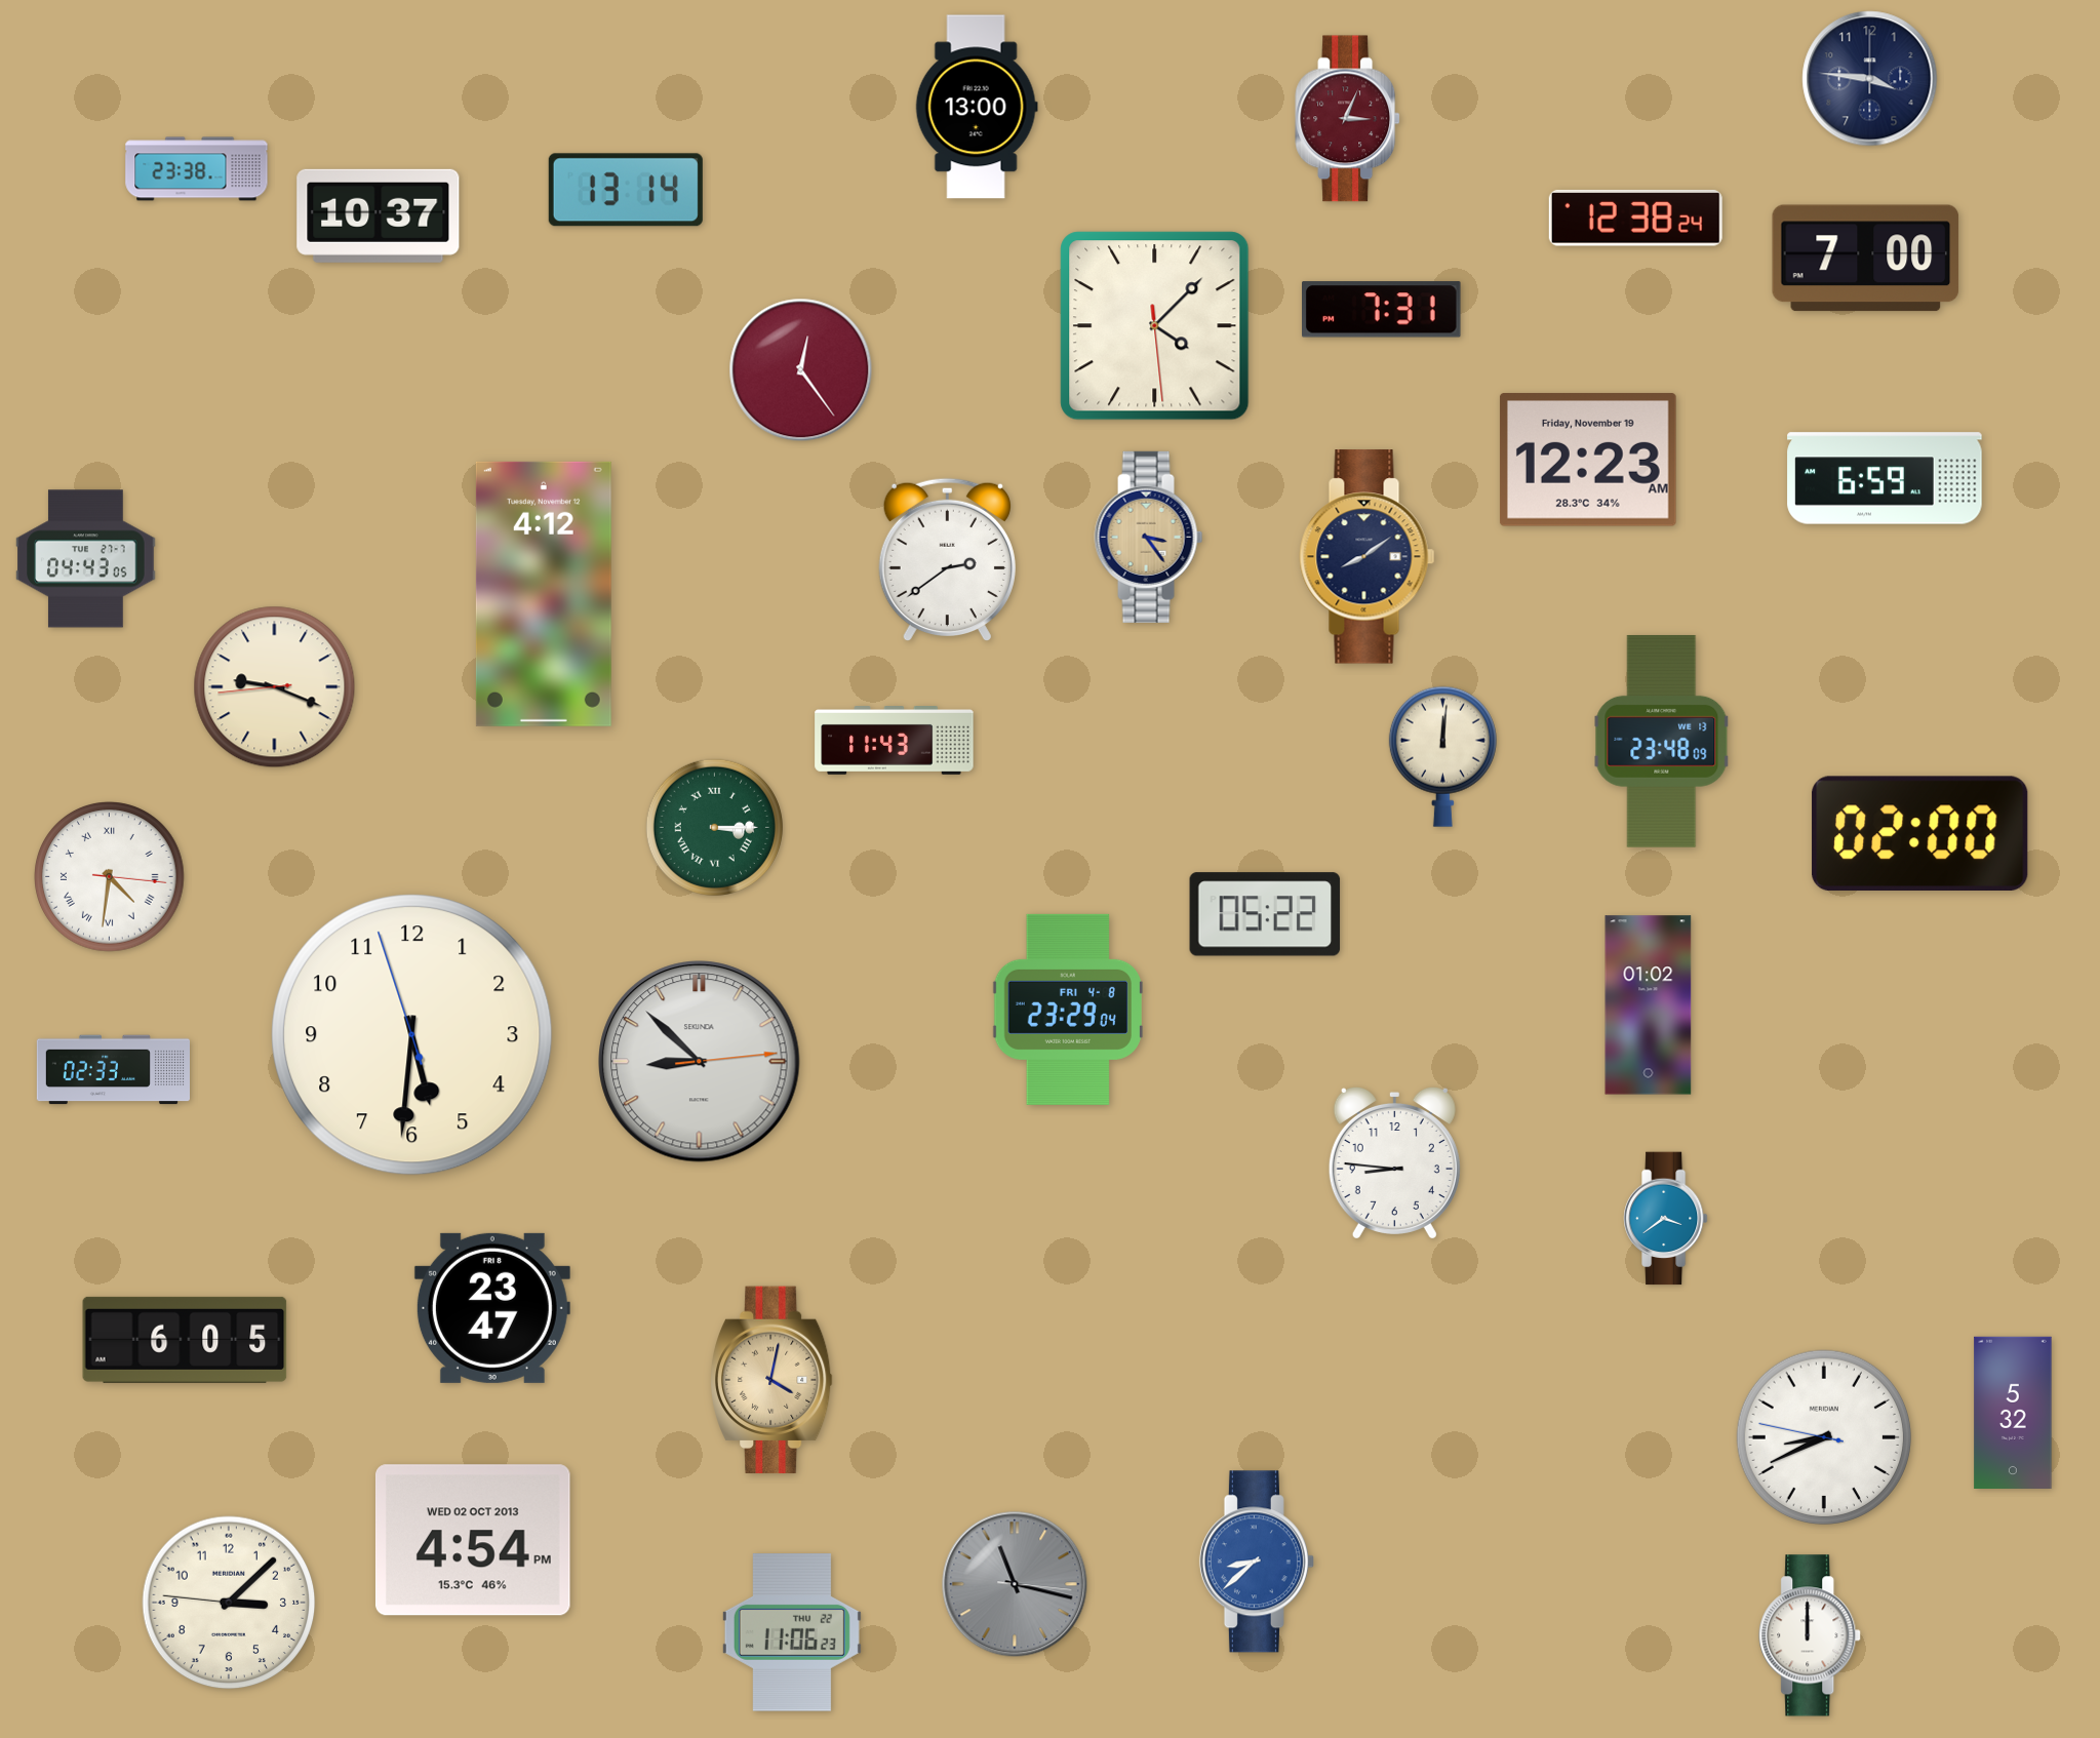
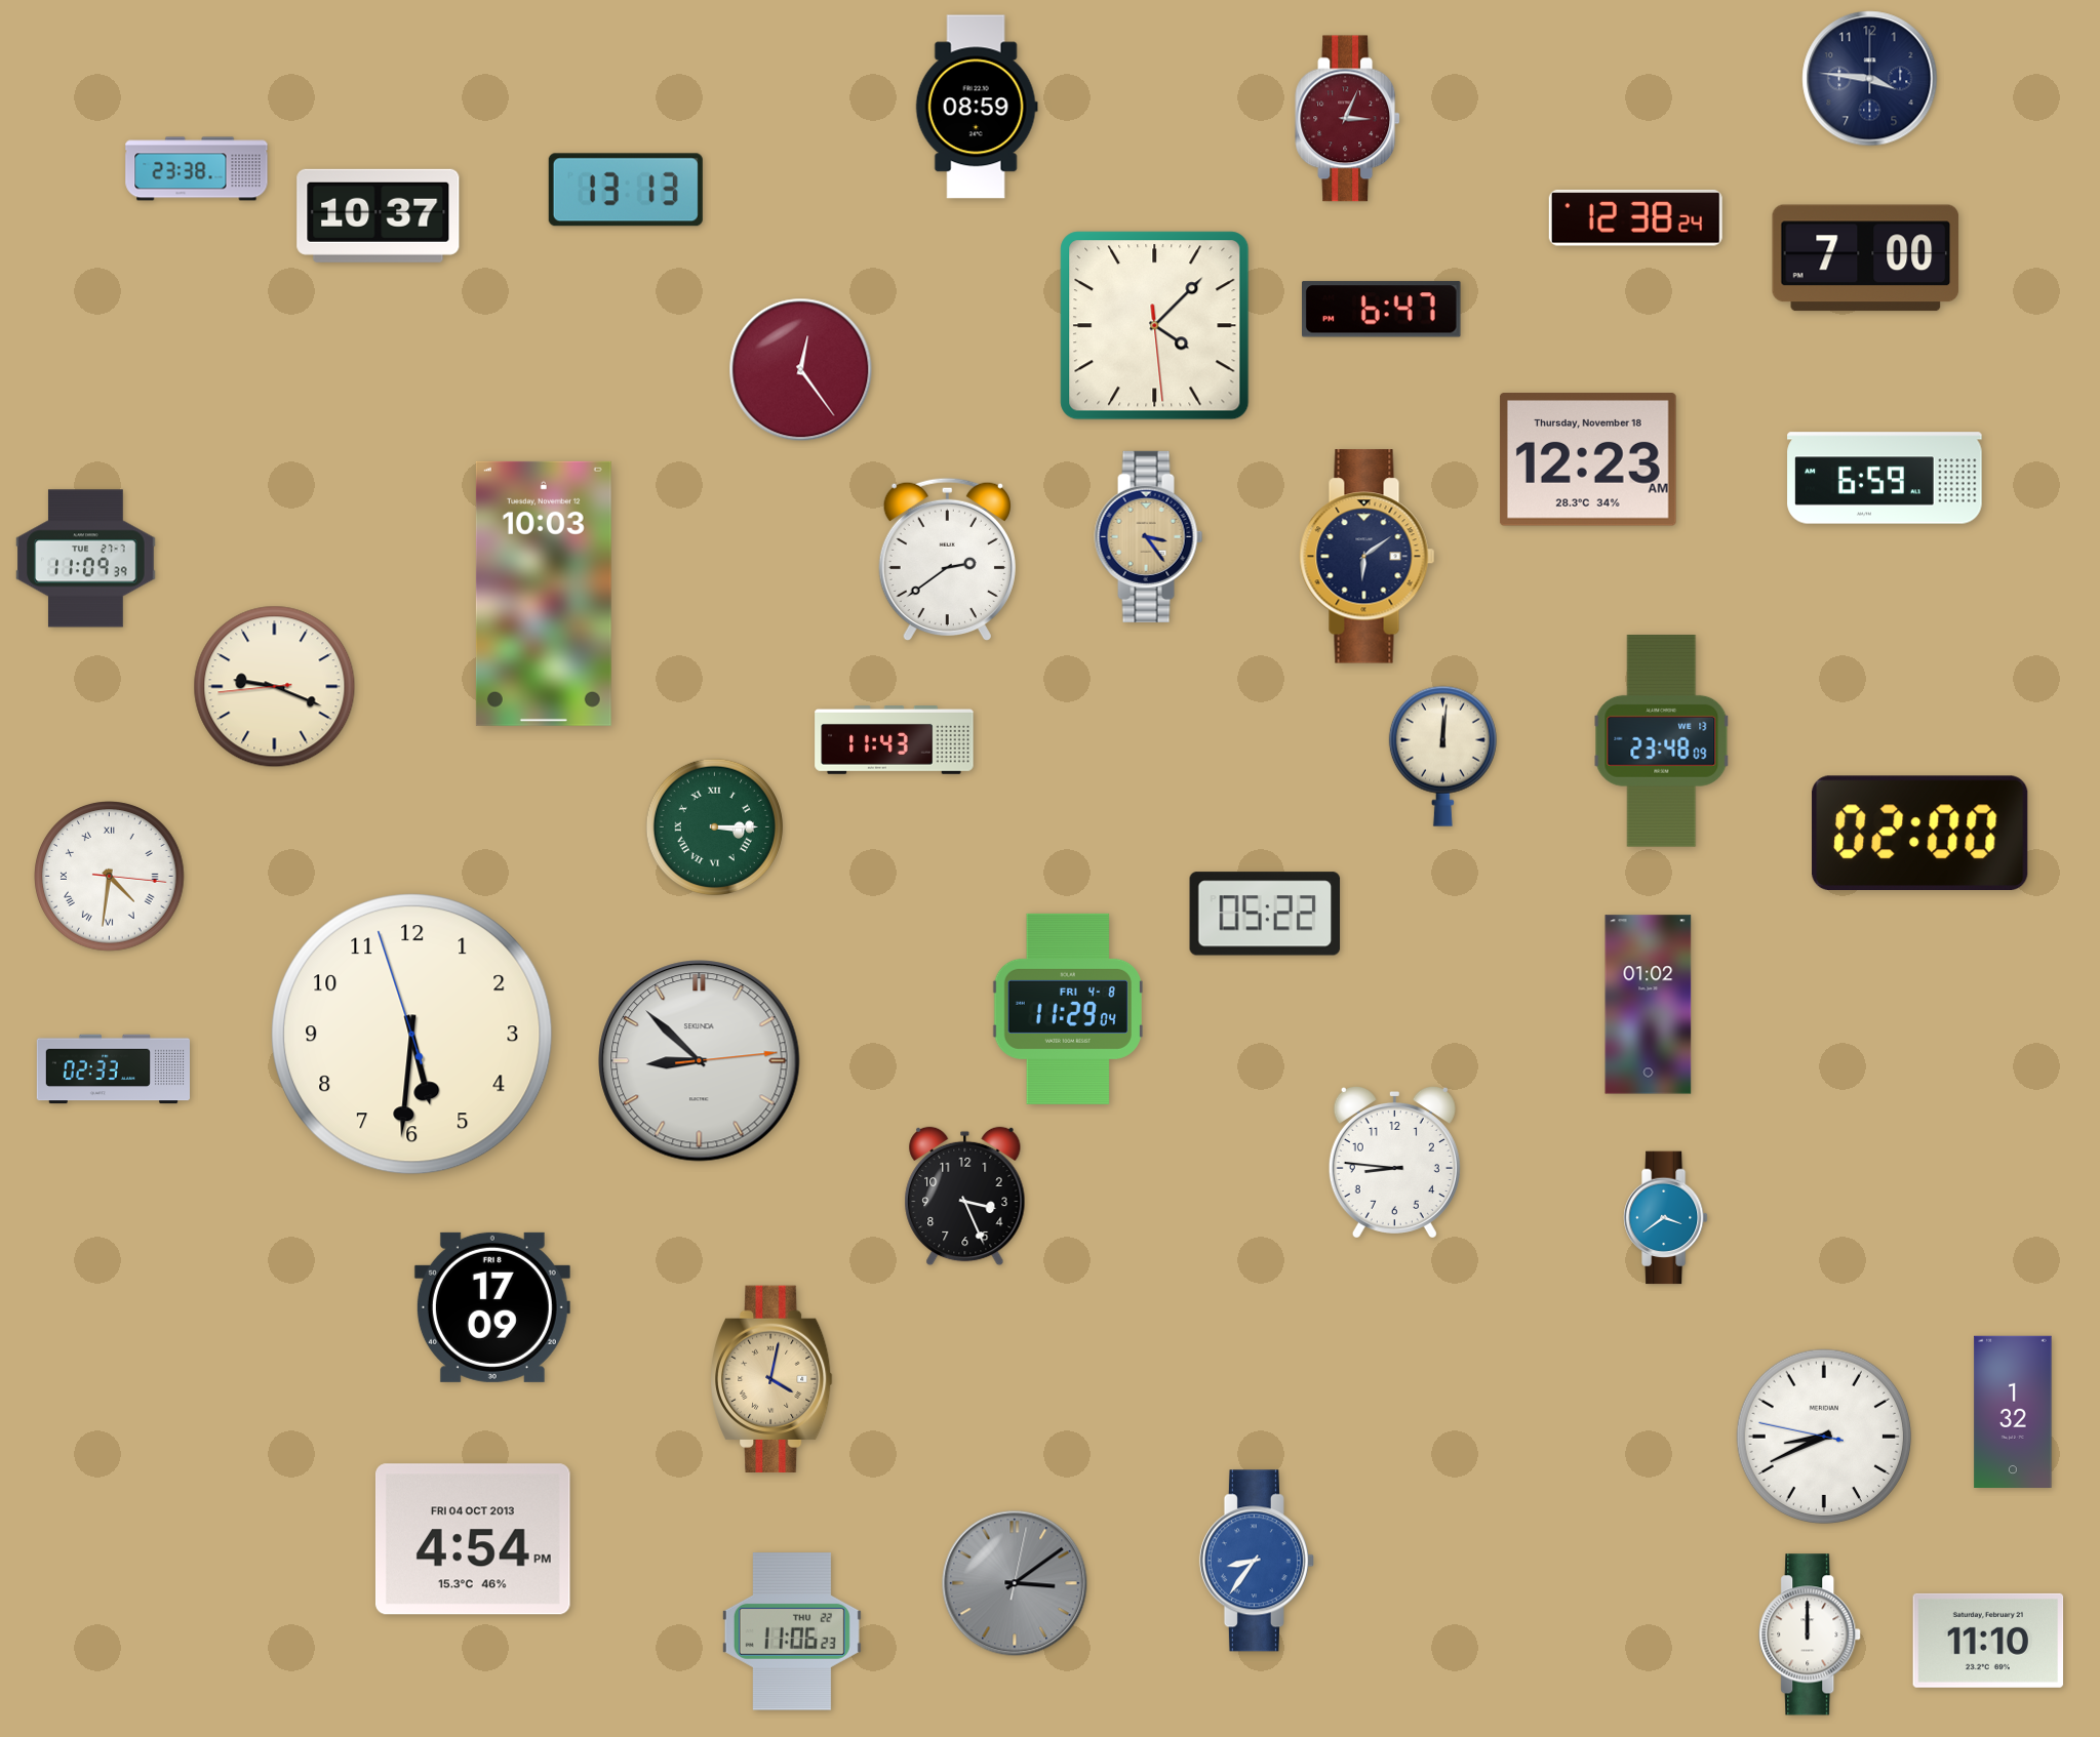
clock at (977, 107): 13:00 -> 08:59
clock at (626, 190): 13:14 -> 13:13
clock at (1382, 310): 7:31 -> 6:47
clock at (1588, 460) date: Friday, November 19 -> Thursday, November 18
clock at (1368, 557): 8:09 -> 6:09
clock at (86, 559): 04:43 -> 11:09
clock at (544, 594): 4:12 -> 10:03
clock at (1067, 1010): 23:29 -> 11:29
clock at (965, 1197): none -> 3:26
clock at (492, 1308): 23:47 -> 17:09
clock at (185, 1340): 6:05 -> none
clock at (2013, 1412): 5:32 -> 1:32
clock at (473, 1540) date: WED 02 OCT 2013 -> FRI 04 OCT 2013
clock at (1257, 1562): 8:38 -> 8:36
clock at (1015, 1584): 11:17 -> 3:09
clock at (229, 1603): 3:07 -> none
clock at (1988, 1641): none -> 11:10
